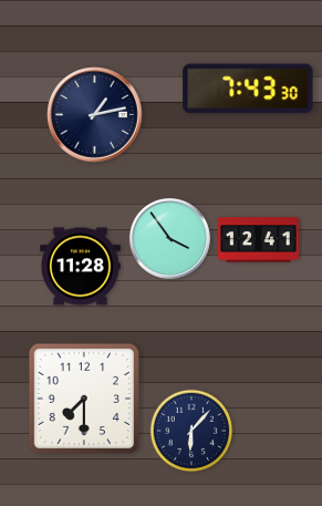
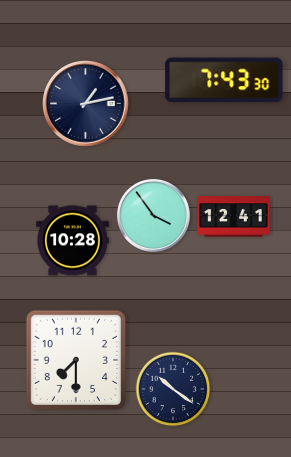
clock at (81, 267): 11:28 -> 10:28
clock at (191, 431): 6:07 -> 10:21
